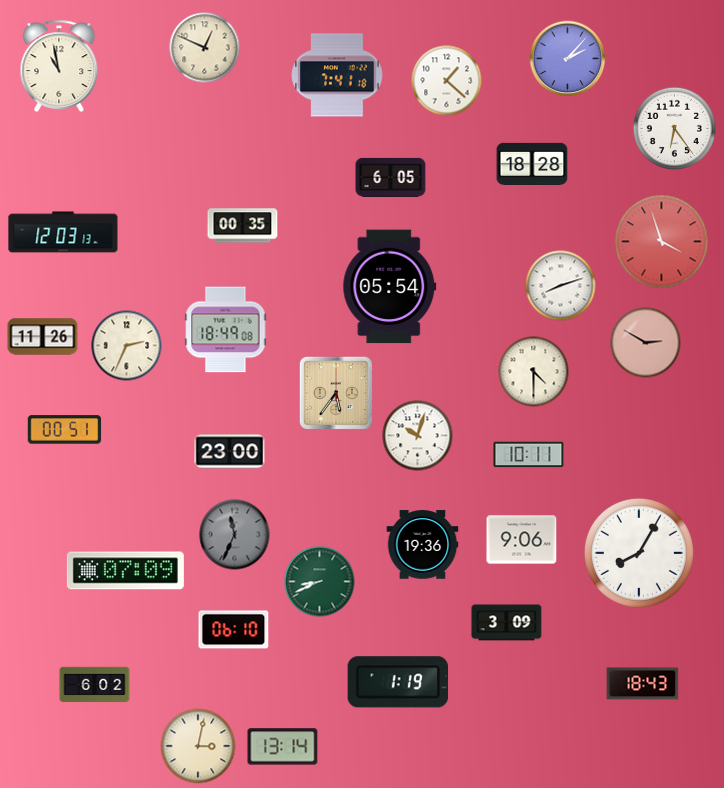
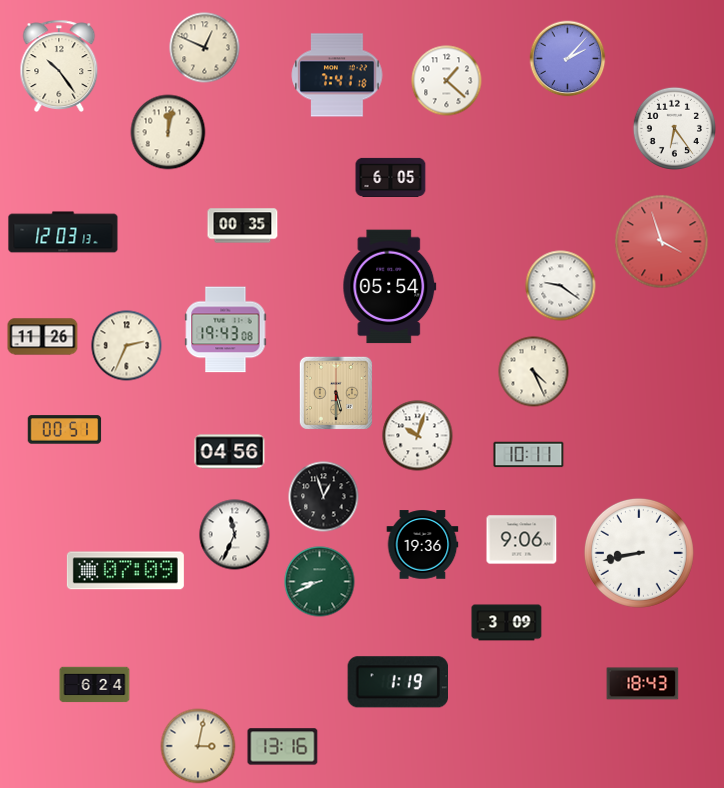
clock at (59, 65): 10:58 -> 10:24
clock at (168, 132): none -> 12:02
clock at (532, 164): 18:28 -> none
clock at (561, 286): 8:12 -> 9:21
clock at (226, 330): 18:49 -> 19:43
clock at (646, 343): 2:50 -> none
clock at (534, 372): 4:30 -> 4:26
clock at (336, 393): 5:36 -> 5:30
clock at (230, 452): 23:00 -> 04:56
clock at (324, 497): none -> 12:57
clock at (235, 535) dial: grey -> white
clock at (639, 553): 8:05 -> 8:43
clock at (234, 630): 06:10 -> none
clock at (95, 685): 6:02 -> 6:24
clock at (283, 747): 13:14 -> 13:16
